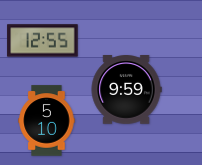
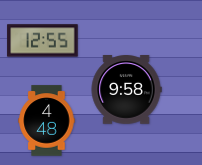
clock at (126, 90): 9:59 -> 9:58
clock at (47, 121): 5:10 -> 4:48
